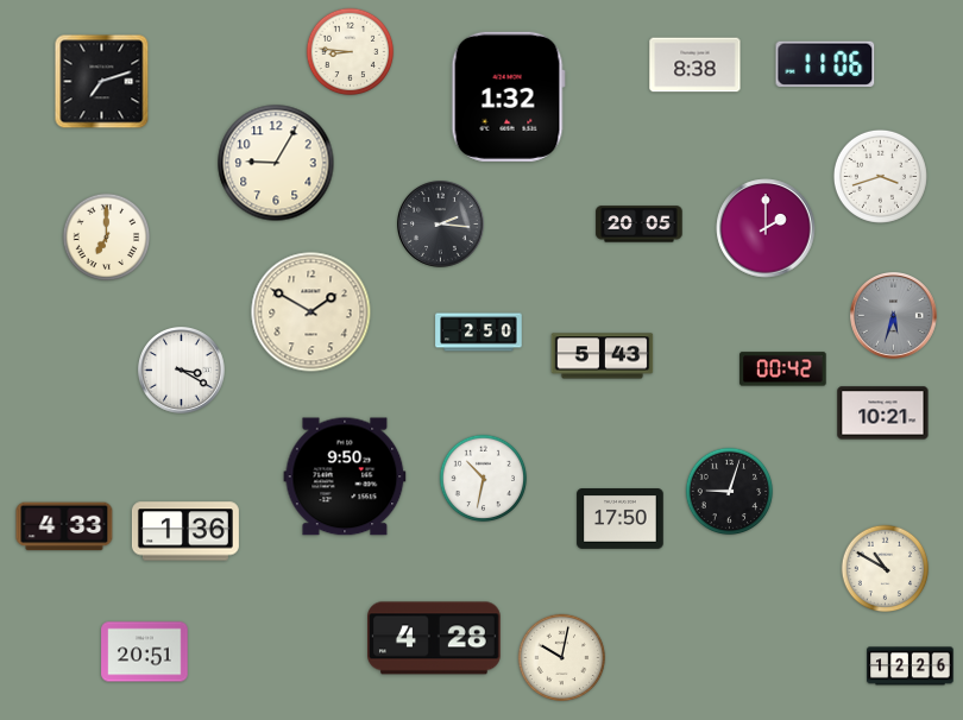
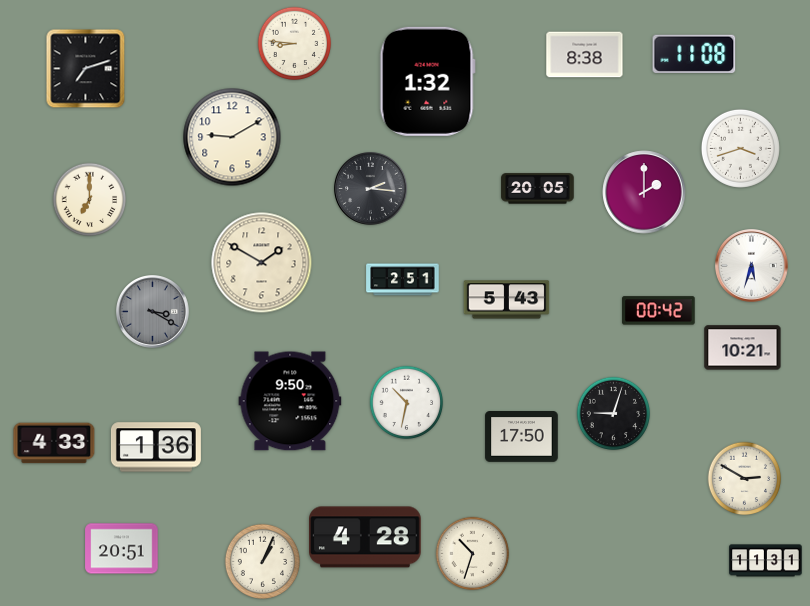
clock at (825, 64): 11:06 -> 11:08
clock at (276, 163): 9:05 -> 9:10
clock at (894, 316) dial: grey -> white
clock at (479, 333): 2:50 -> 2:51
clock at (182, 371) dial: white -> grey
clock at (886, 569): 10:50 -> 2:50
clock at (562, 658): 10:02 -> 10:33
clock at (262, 561): none -> 1:04
clock at (911, 667): 12:26 -> 11:31
